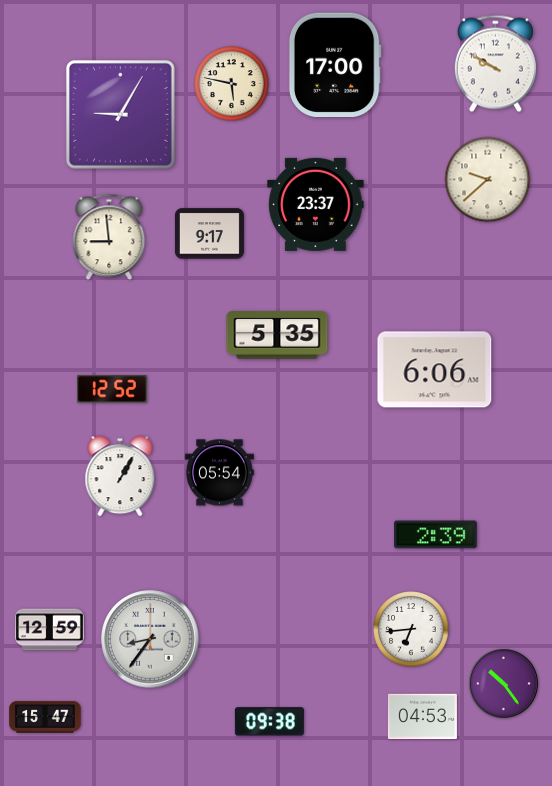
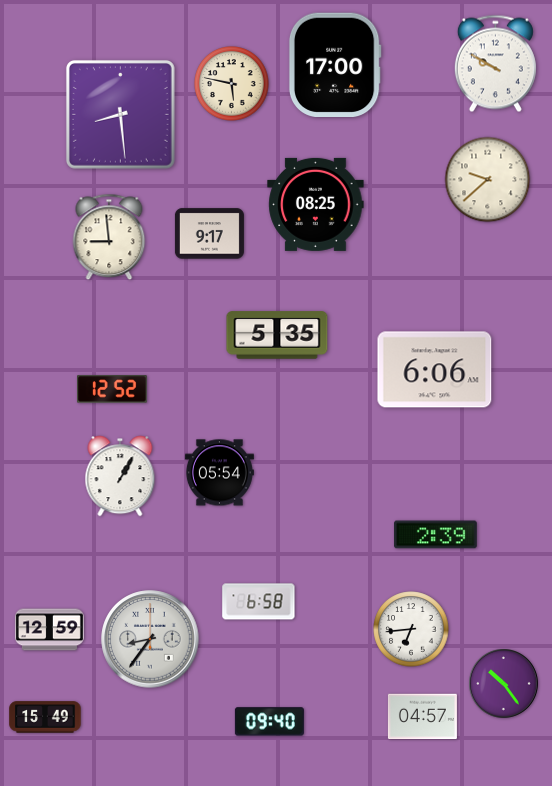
clock at (120, 114): 9:05 -> 8:29
clock at (316, 204): 23:37 -> 08:25
clock at (259, 602): none -> 6:58
clock at (45, 717): 15:47 -> 15:49
clock at (422, 717): 04:53 -> 04:57
clock at (269, 722): 09:38 -> 09:40
